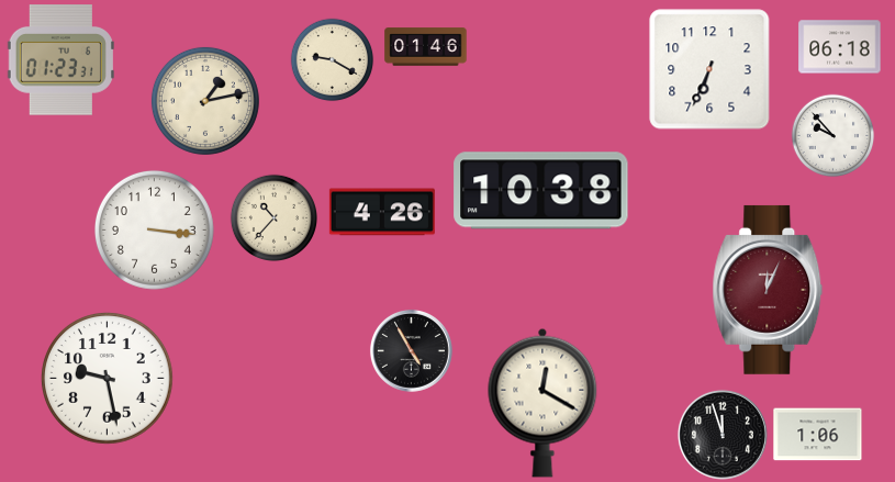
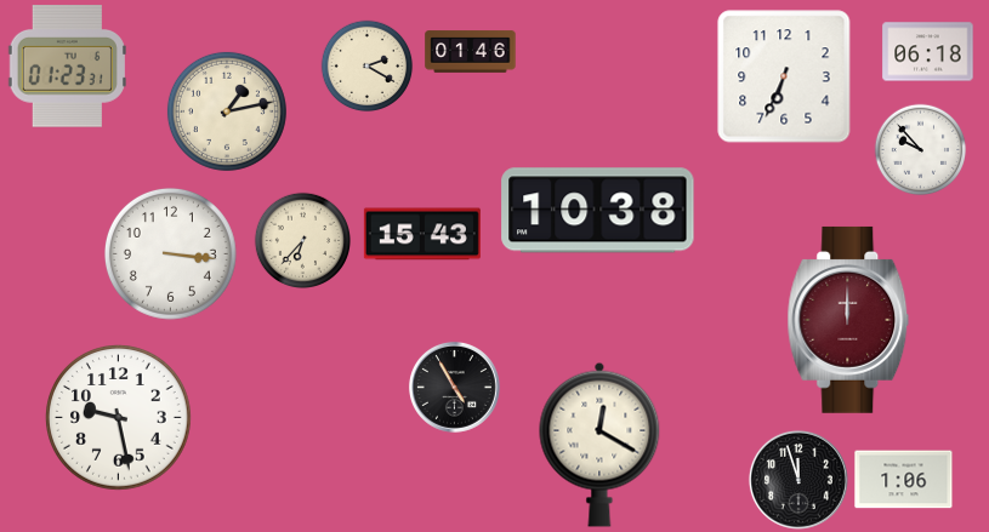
clock at (333, 60): 9:20 -> 2:20
clock at (382, 212): 4:26 -> 15:43
clock at (273, 217): 10:37 -> 6:37
clock at (768, 290): 12:04 -> 12:00
